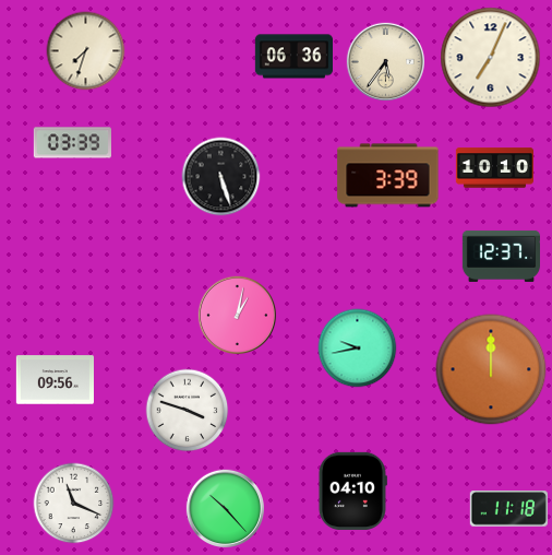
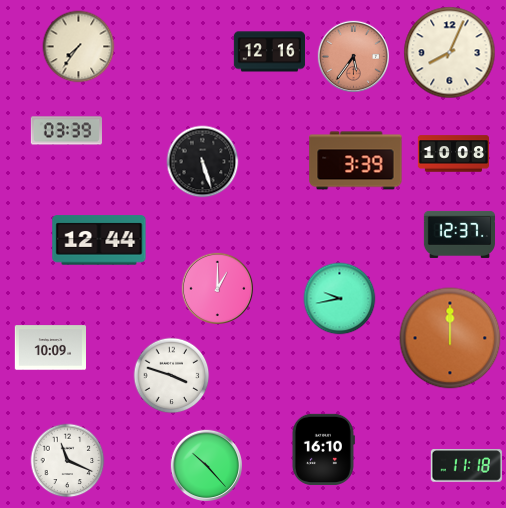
clock at (86, 51): 7:33 -> 7:36
clock at (293, 57): 06:36 -> 12:16
clock at (491, 58): 7:04 -> 8:04
clock at (385, 61) dial: cream -> salmon
clock at (494, 168): 10:10 -> 10:08
clock at (99, 240): none -> 12:44
clock at (237, 315): 1:02 -> 1:00
clock at (358, 349) position: (358, 349) -> (340, 299)
clock at (55, 380): 09:56 -> 10:09
clock at (352, 491): 04:10 -> 16:10
